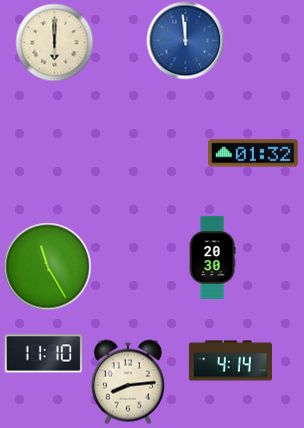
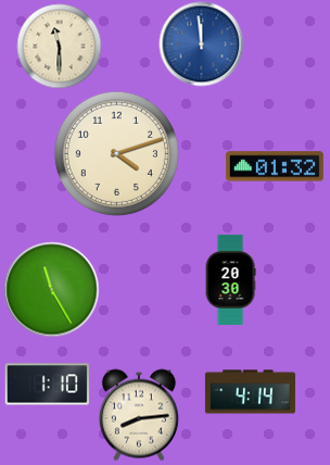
clock at (54, 42): 6:00 -> 11:30
clock at (116, 153): none -> 4:12
clock at (43, 354): 11:10 -> 1:10
